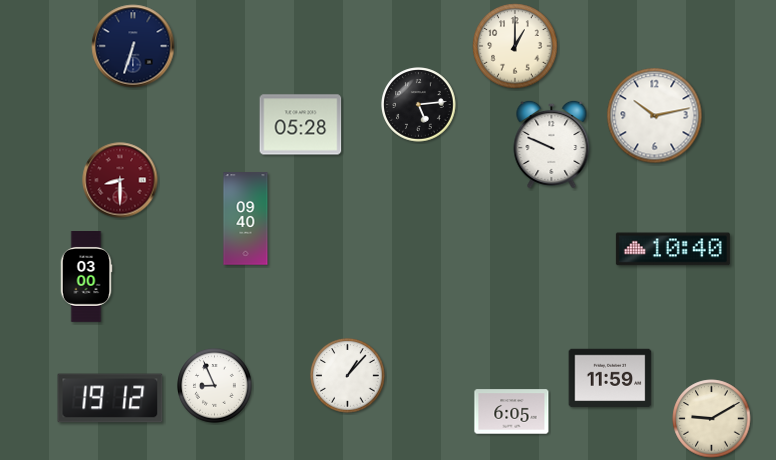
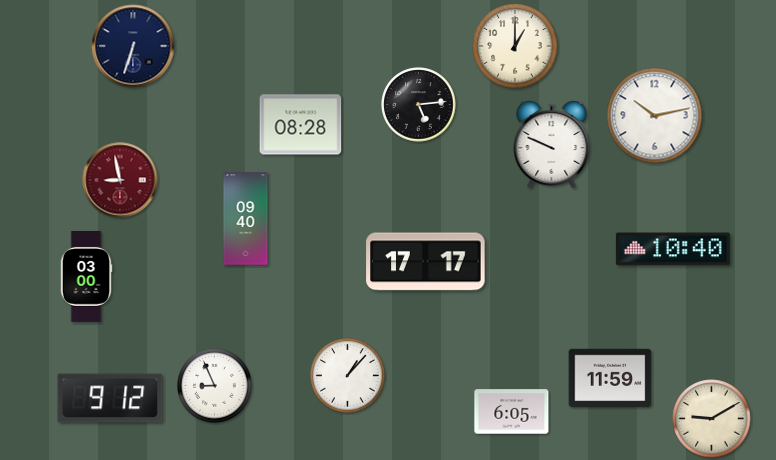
clock at (301, 125): 05:28 -> 08:28
clock at (120, 180): 8:30 -> 8:58
clock at (426, 262): none -> 17:17
clock at (110, 398): 19:12 -> 9:12
